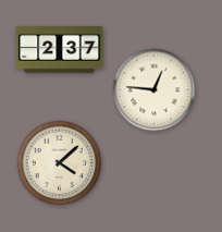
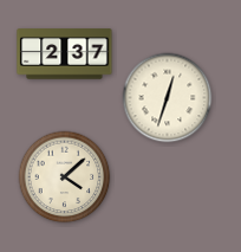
clock at (155, 90): 12:46 -> 12:33
